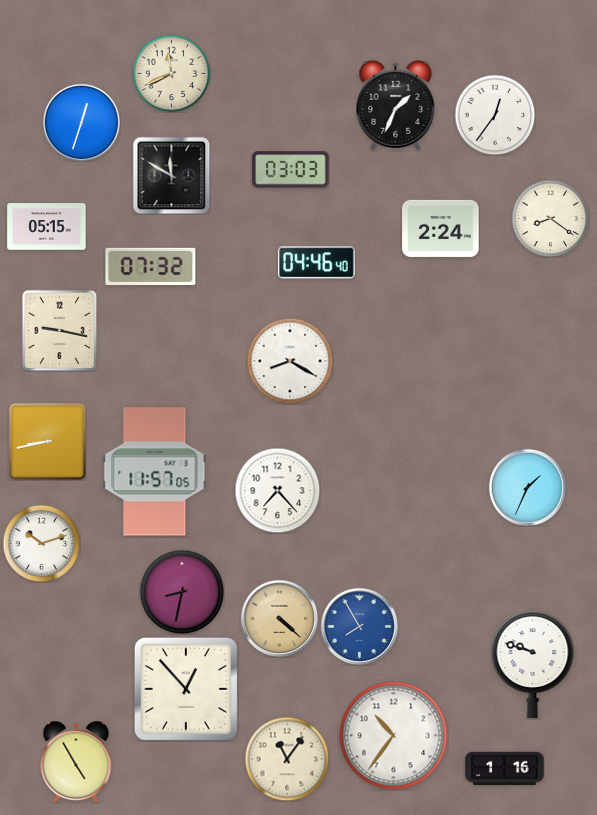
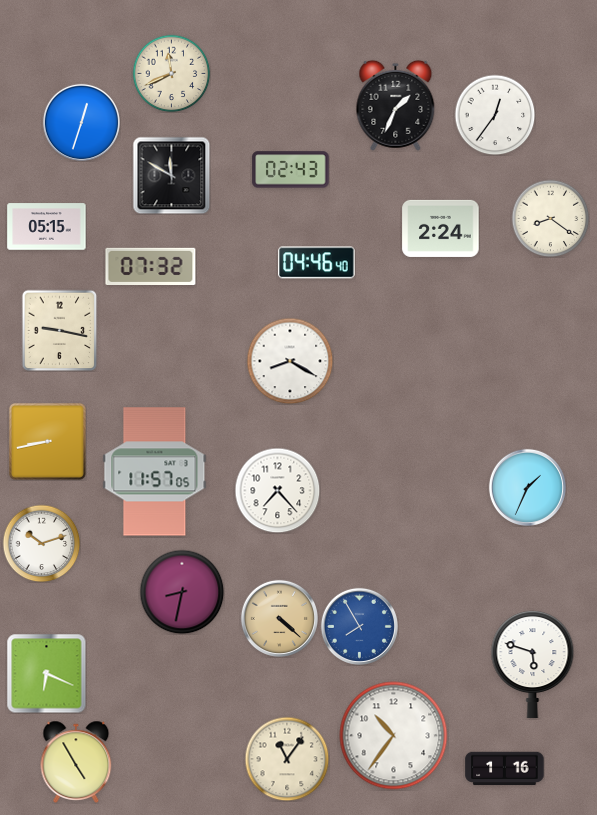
clock at (291, 170): 03:03 -> 02:43
clock at (533, 665): 9:48 -> 5:48
clock at (46, 673): none -> 6:19
clock at (186, 689): 12:53 -> none
